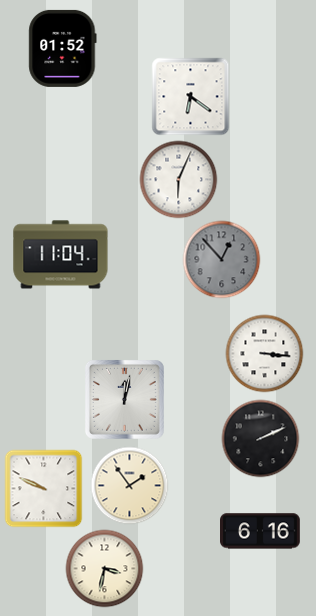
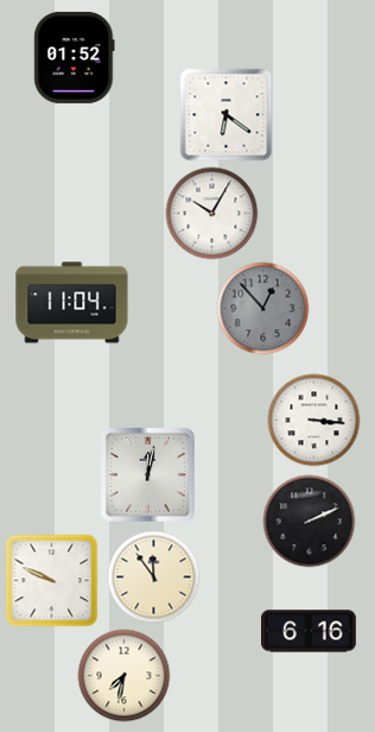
clock at (178, 179): 6:04 -> 10:05
clock at (129, 485): 1:54 -> 11:54
clock at (104, 568): 3:32 -> 7:32
